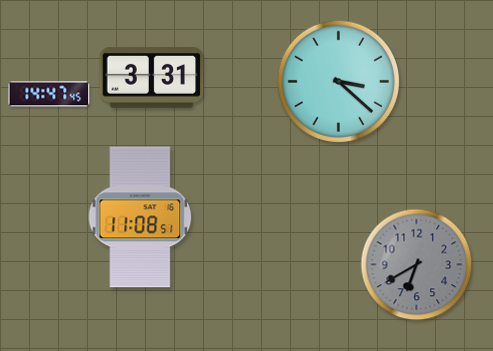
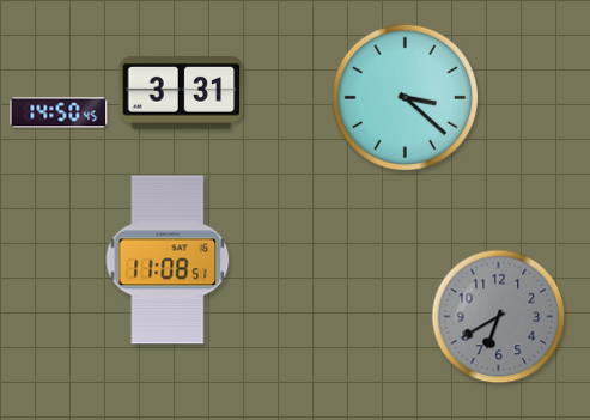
clock at (49, 94): 14:47 -> 14:50
